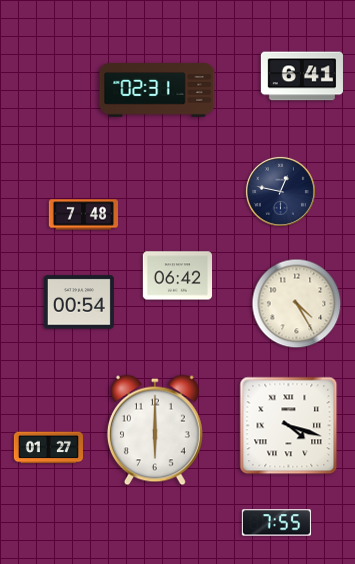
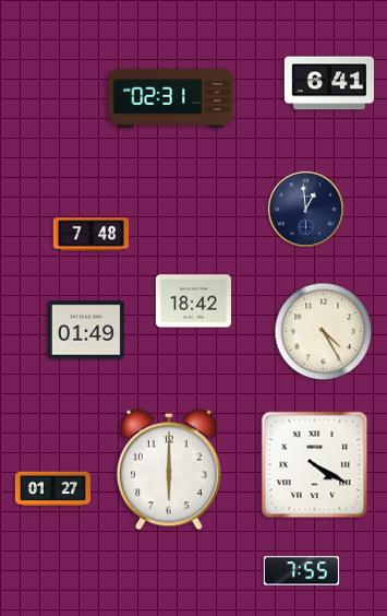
clock at (280, 191): 12:47 -> 12:59
clock at (177, 276): 06:42 -> 18:42
clock at (79, 302): 00:54 -> 01:49
clock at (289, 426): 4:18 -> 4:20
